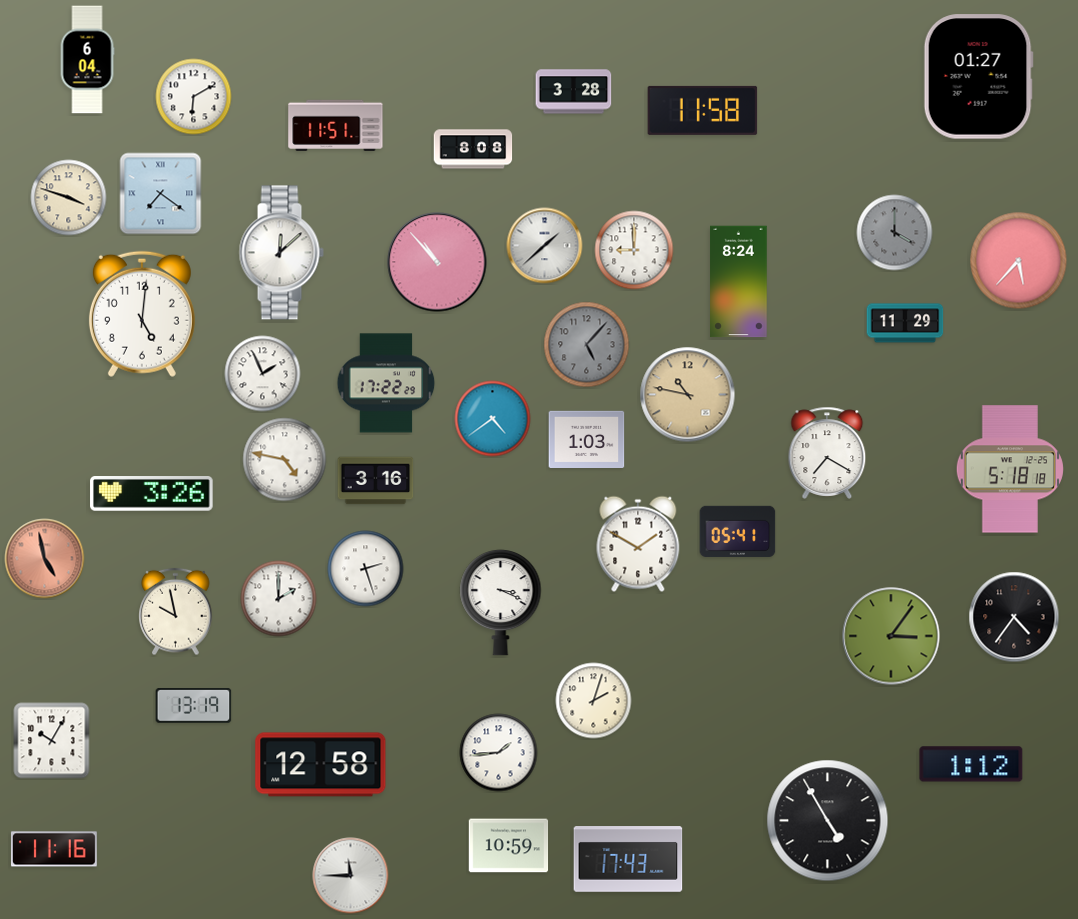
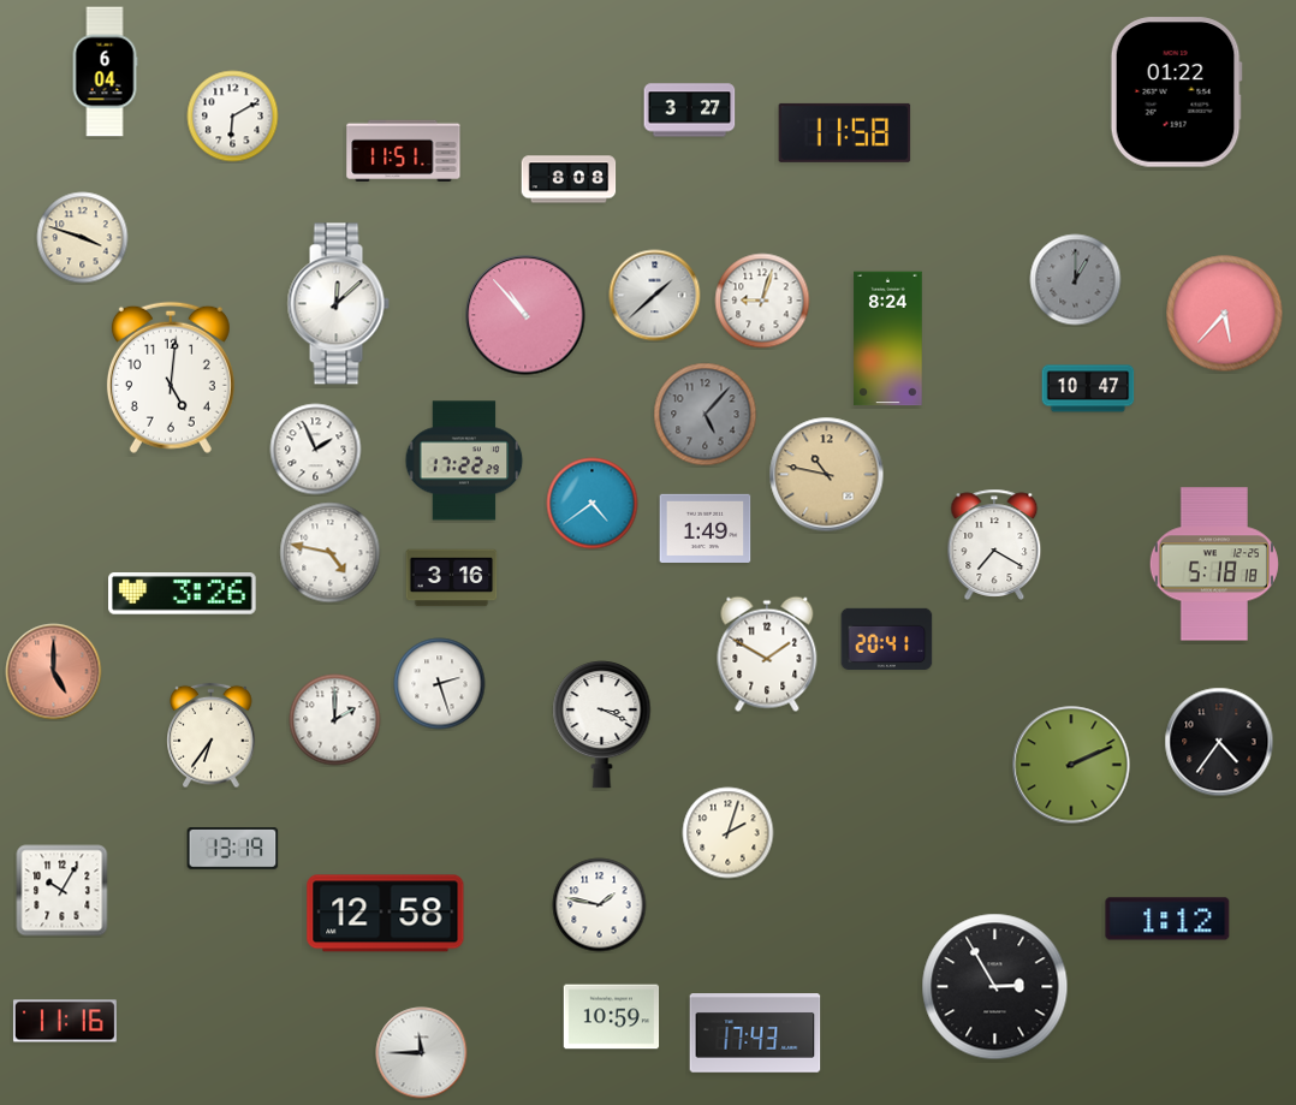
clock at (978, 77): 01:27 -> 01:22
clock at (574, 92): 3:28 -> 3:27
clock at (161, 194): 7:21 -> none
clock at (895, 233): 4:00 -> 1:00
clock at (634, 250): 9:00 -> 9:03
clock at (905, 323): 11:29 -> 10:47
clock at (587, 439): 1:03 -> 1:49
clock at (285, 460) position: (285, 460) -> (331, 553)
clock at (738, 531): 05:41 -> 20:41
clock at (45, 559): 4:58 -> 5:00
clock at (176, 612): 9:58 -> 6:36
clock at (891, 636): 3:06 -> 2:11
clock at (594, 701) position: (594, 701) -> (729, 833)
clock at (499, 753): 1:44 -> 1:47
clock at (321, 765) position: (321, 765) -> (386, 914)
clock at (828, 821): 4:55 -> 2:55
